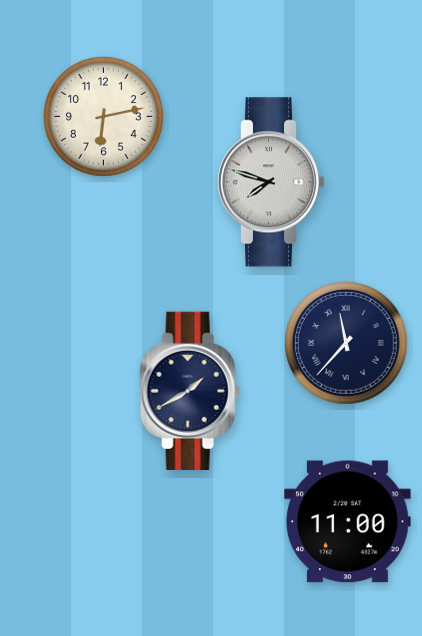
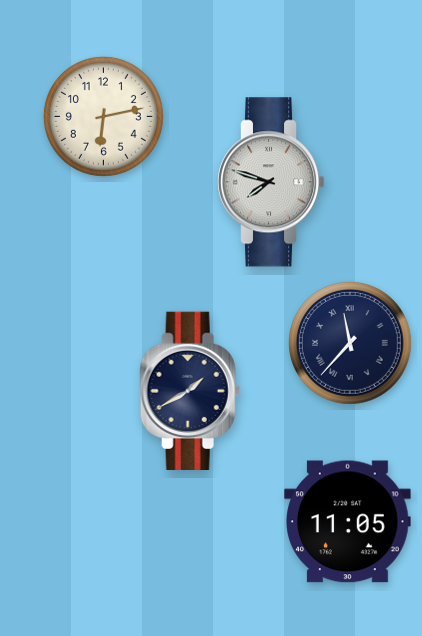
clock at (347, 344) position: (347, 344) -> (351, 344)
clock at (348, 522): 11:00 -> 11:05
